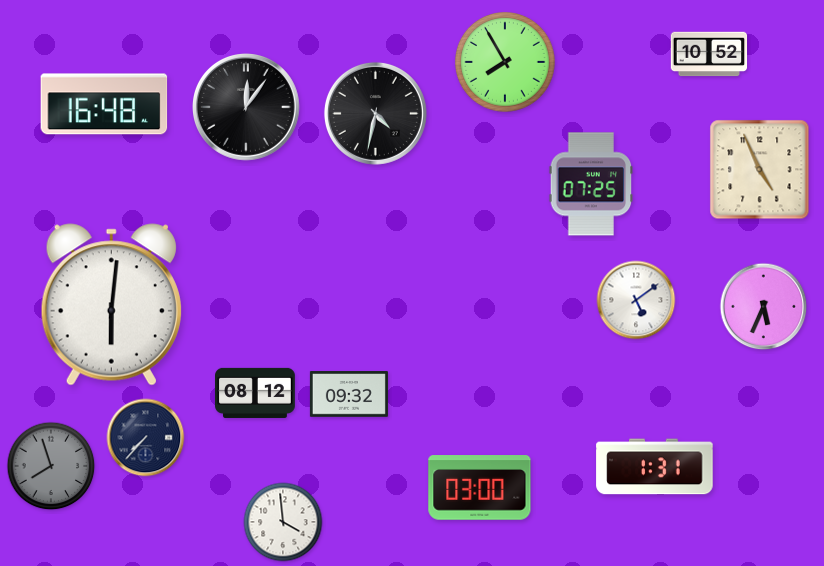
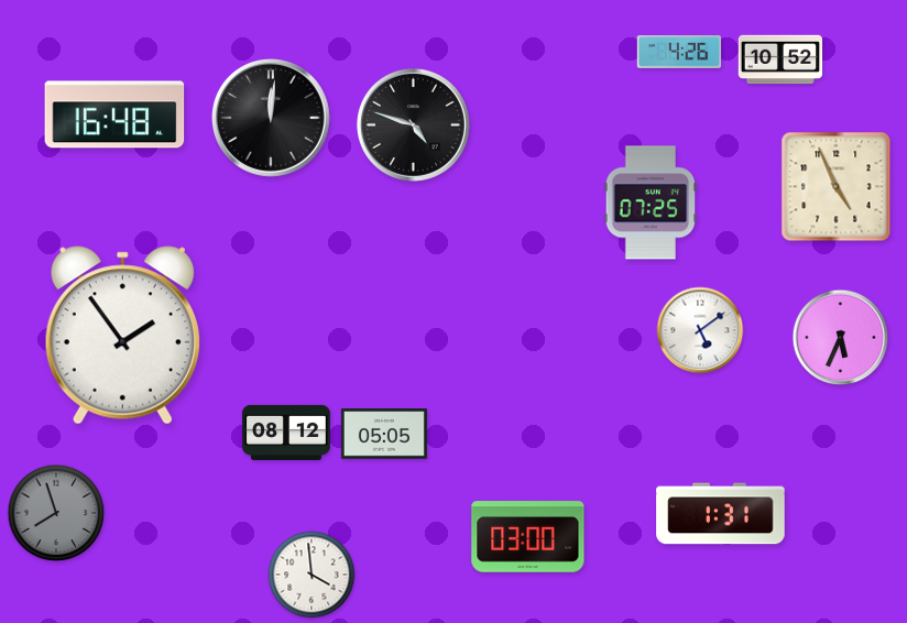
clock at (679, 53): none -> 4:26
clock at (506, 63): 7:55 -> none
clock at (247, 108): 12:06 -> 12:01
clock at (375, 113): 4:32 -> 4:48
clock at (111, 305): 6:01 -> 1:54
clock at (256, 393) position: (256, 393) -> (287, 433)
clock at (349, 394): 09:32 -> 05:05
clock at (146, 438): 7:37 -> none
